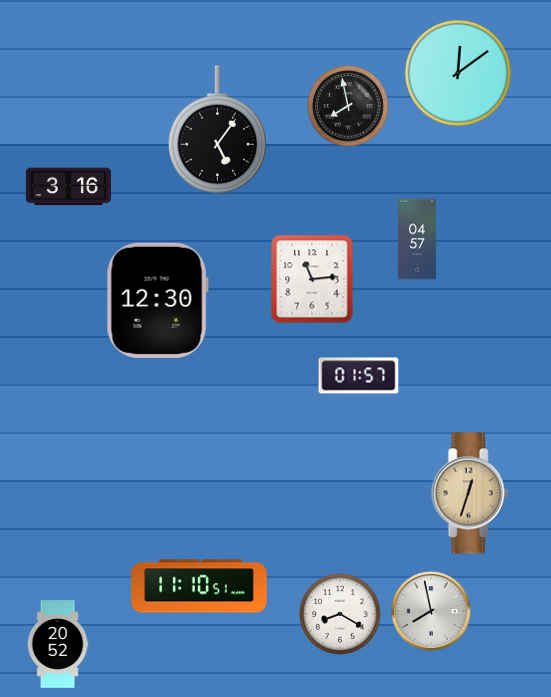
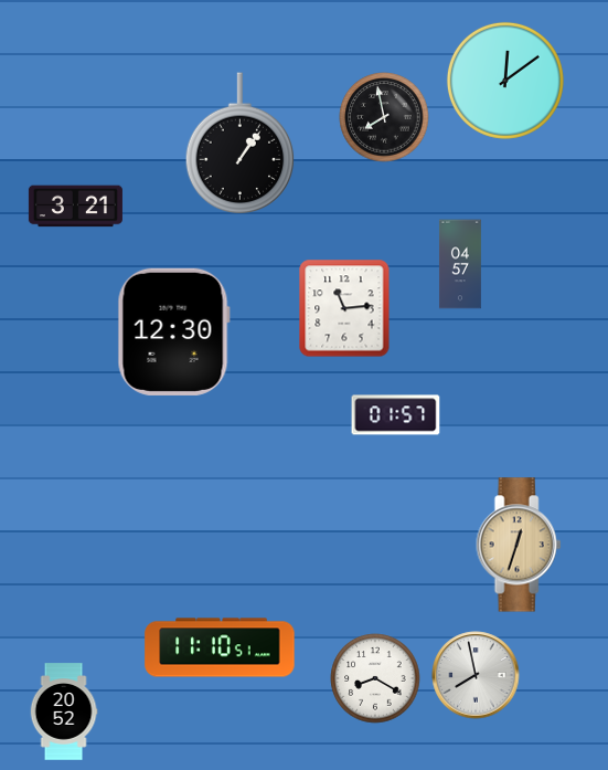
clock at (218, 130): 5:06 -> 1:06
clock at (68, 187): 3:16 -> 3:21
